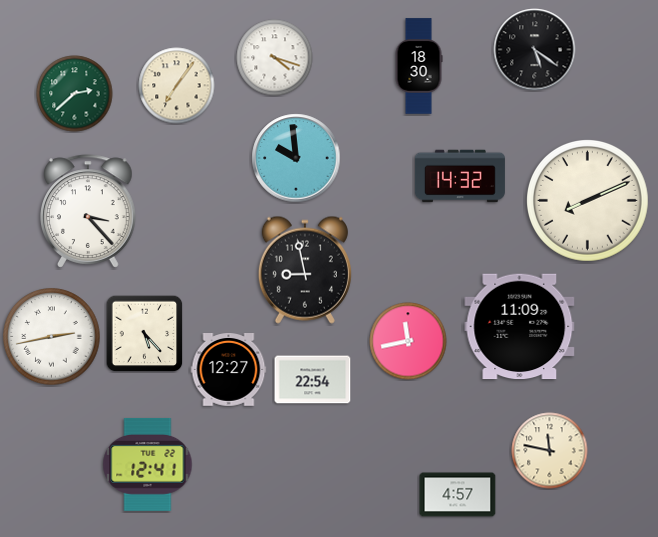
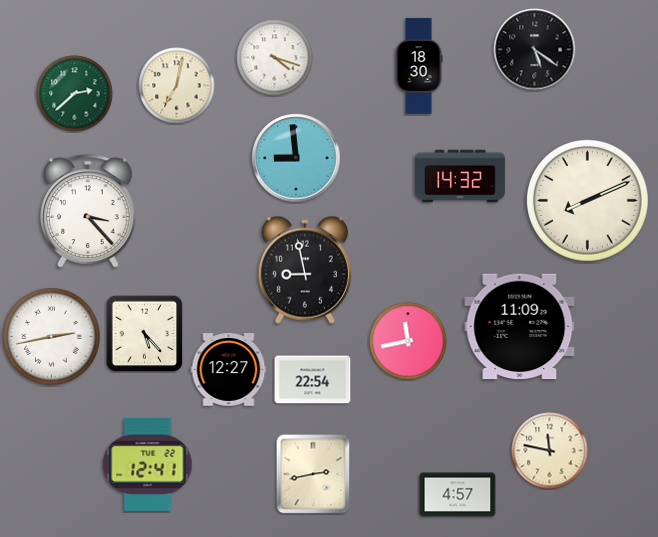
clock at (177, 86): 7:06 -> 7:02
clock at (296, 158): 9:59 -> 8:59
clock at (313, 474): none -> 2:43
